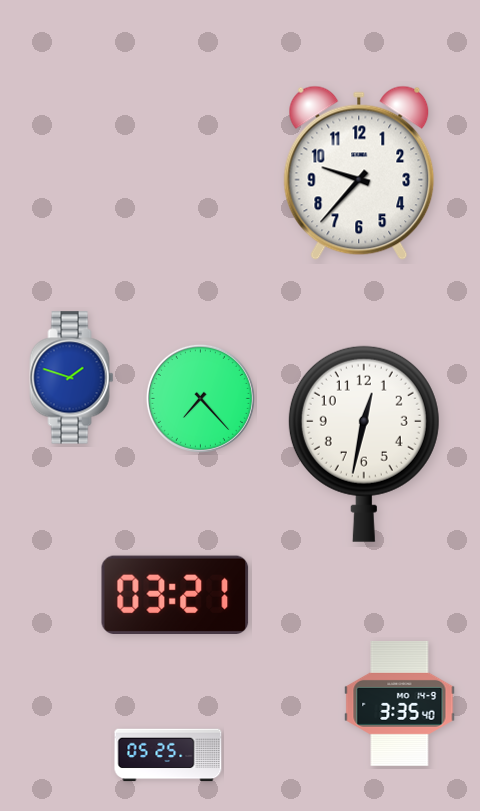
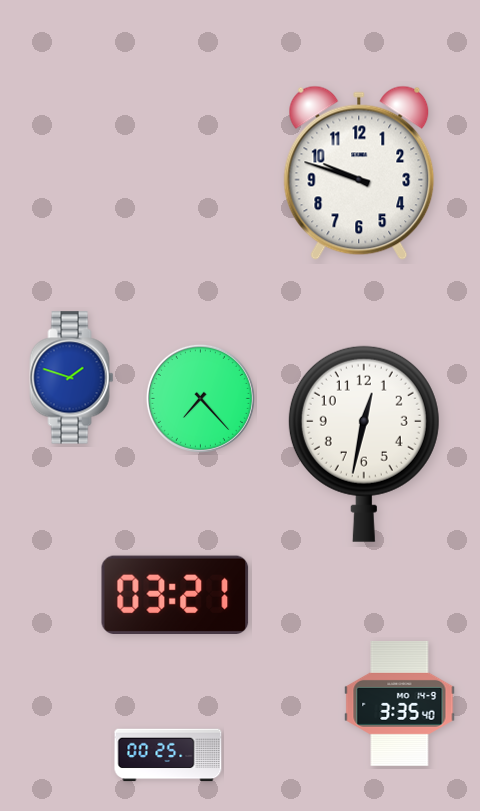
clock at (359, 173): 9:37 -> 9:48
clock at (168, 755): 05:25 -> 00:25
